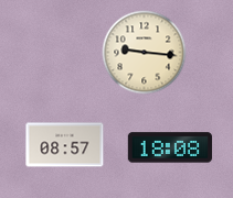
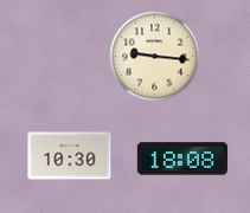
clock at (65, 145): 08:57 -> 10:30
